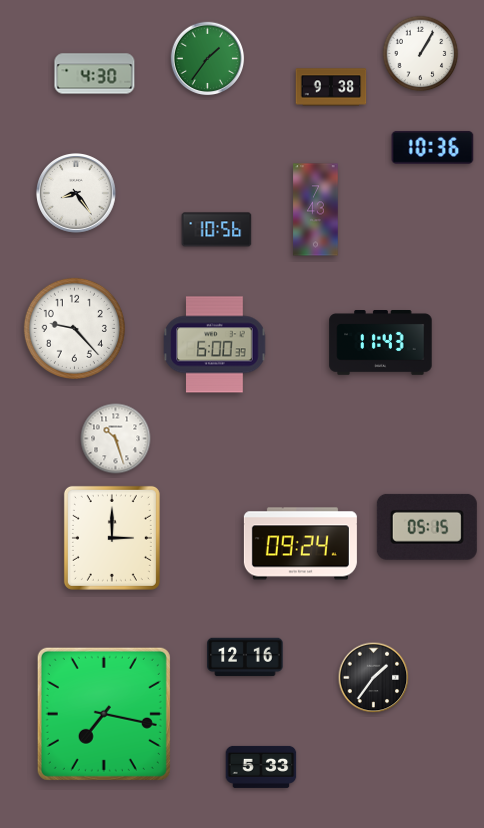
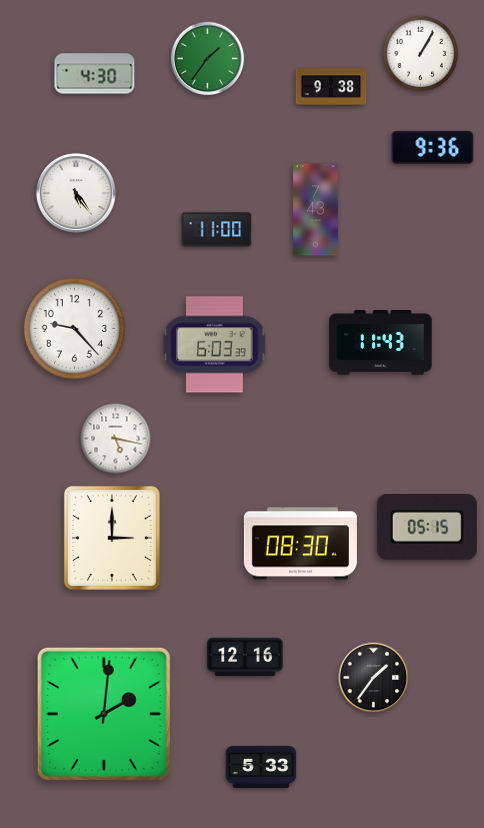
clock at (433, 147): 10:36 -> 9:36
clock at (77, 194): 8:24 -> 5:24
clock at (217, 230): 10:56 -> 11:00
clock at (215, 345): 6:00 -> 6:03
clock at (116, 439): 10:27 -> 5:17
clock at (300, 544): 09:24 -> 08:30
clock at (104, 714): 7:17 -> 2:01
